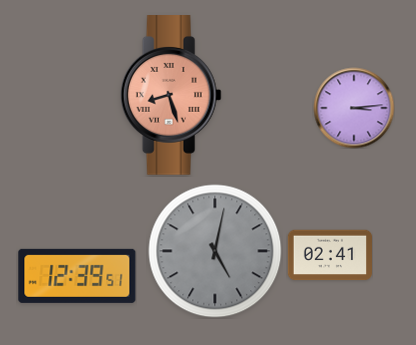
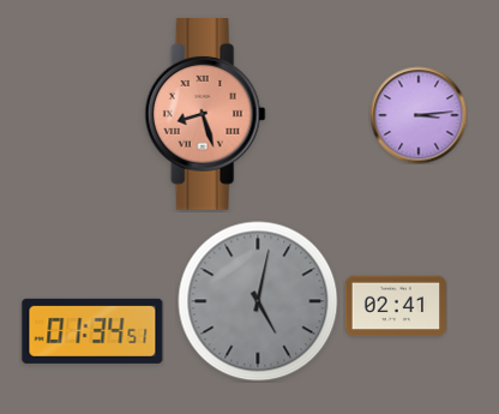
clock at (354, 108) position: (354, 108) -> (419, 115)
clock at (77, 276): 12:39 -> 01:34
